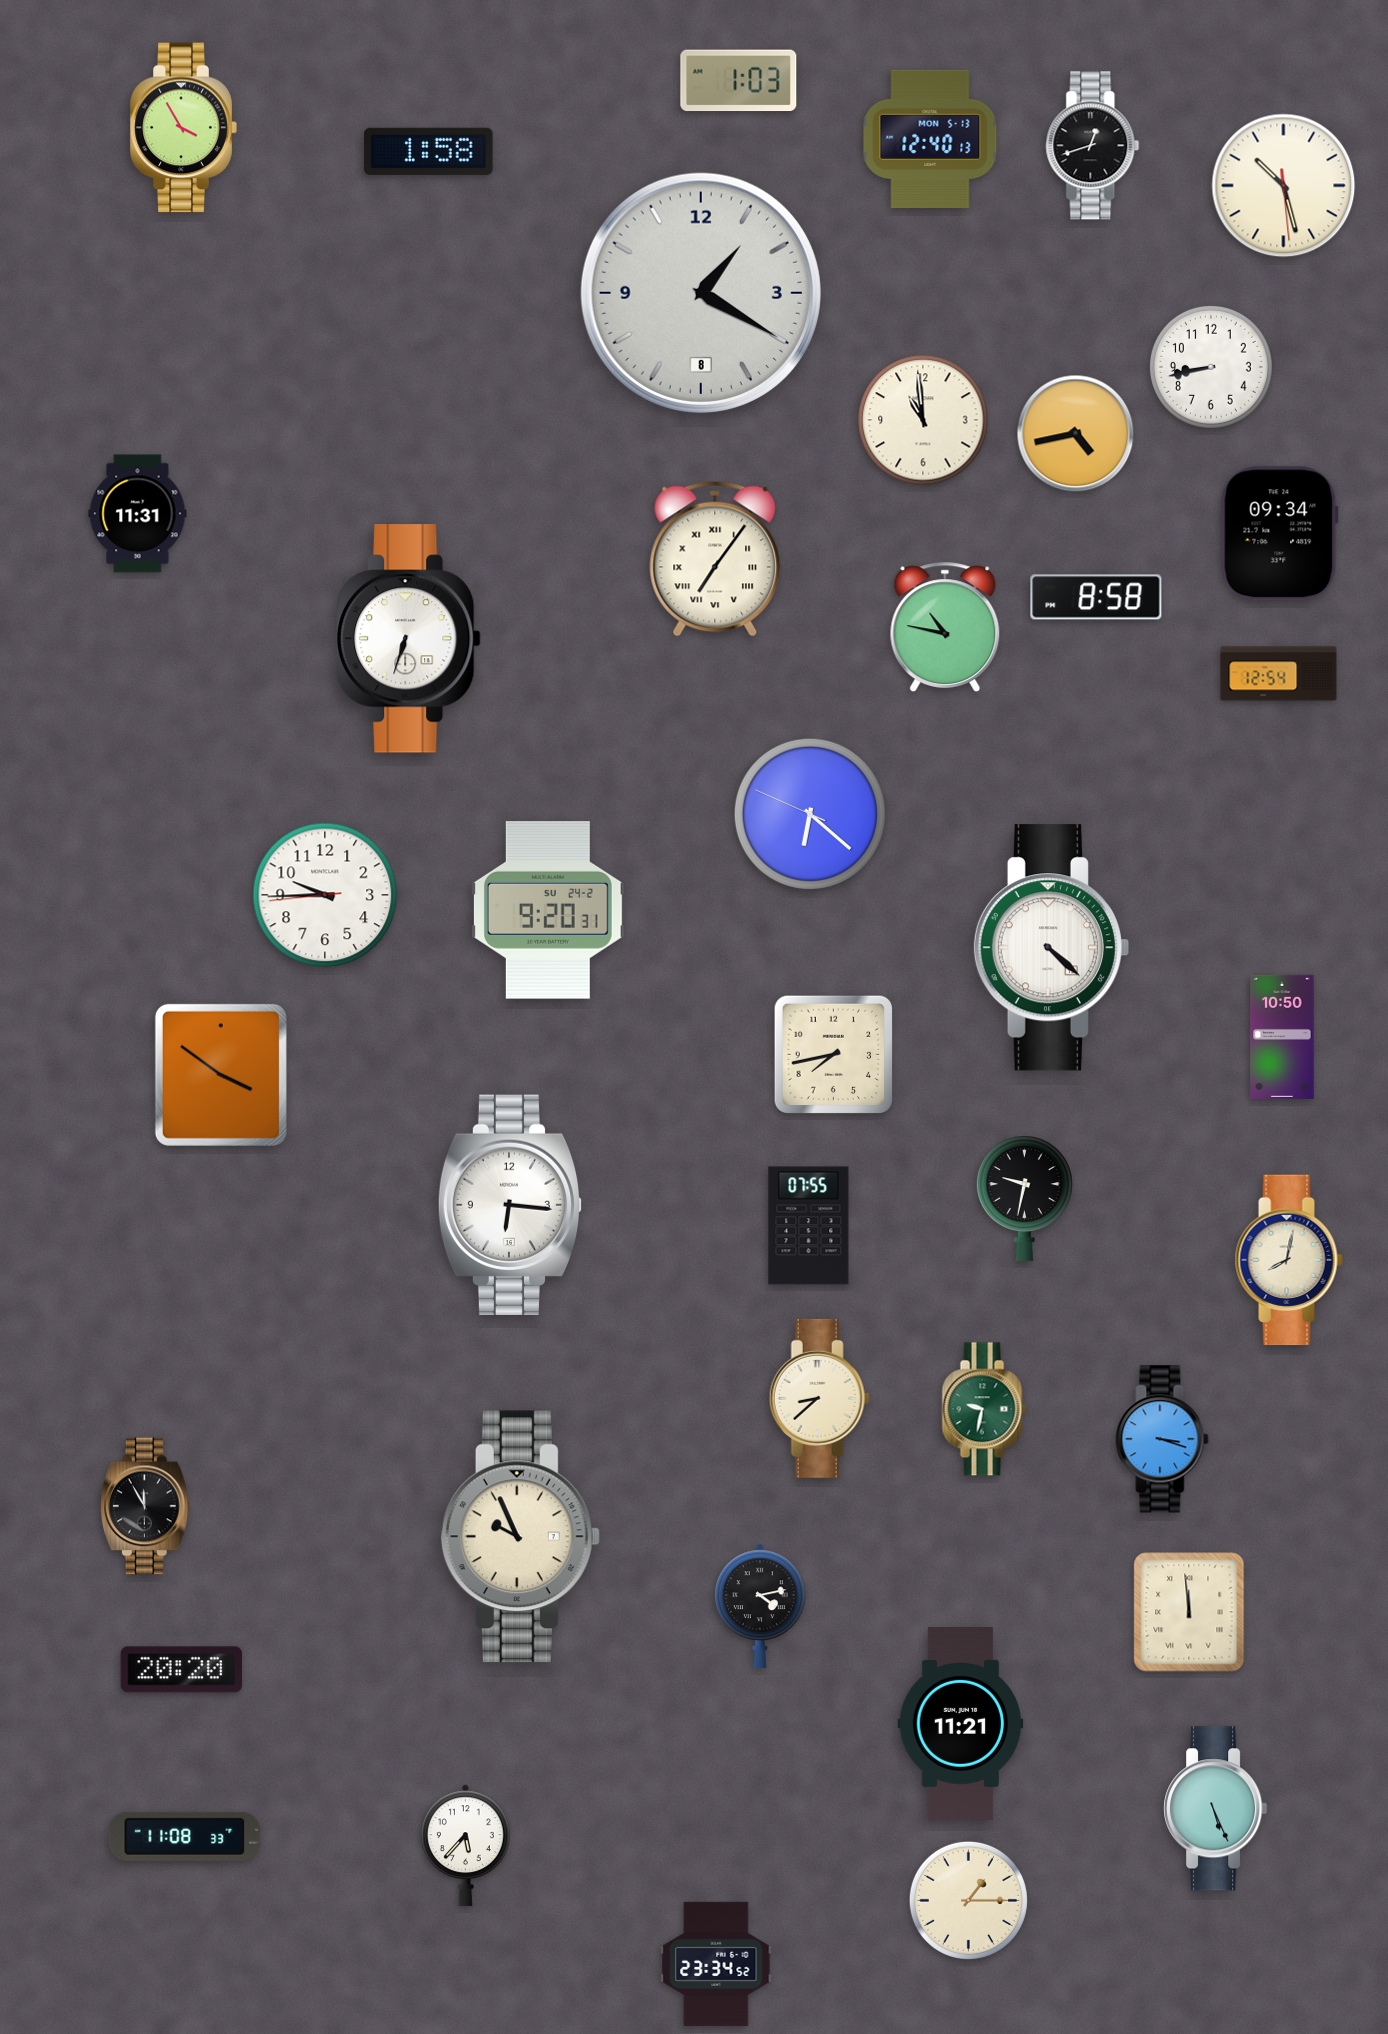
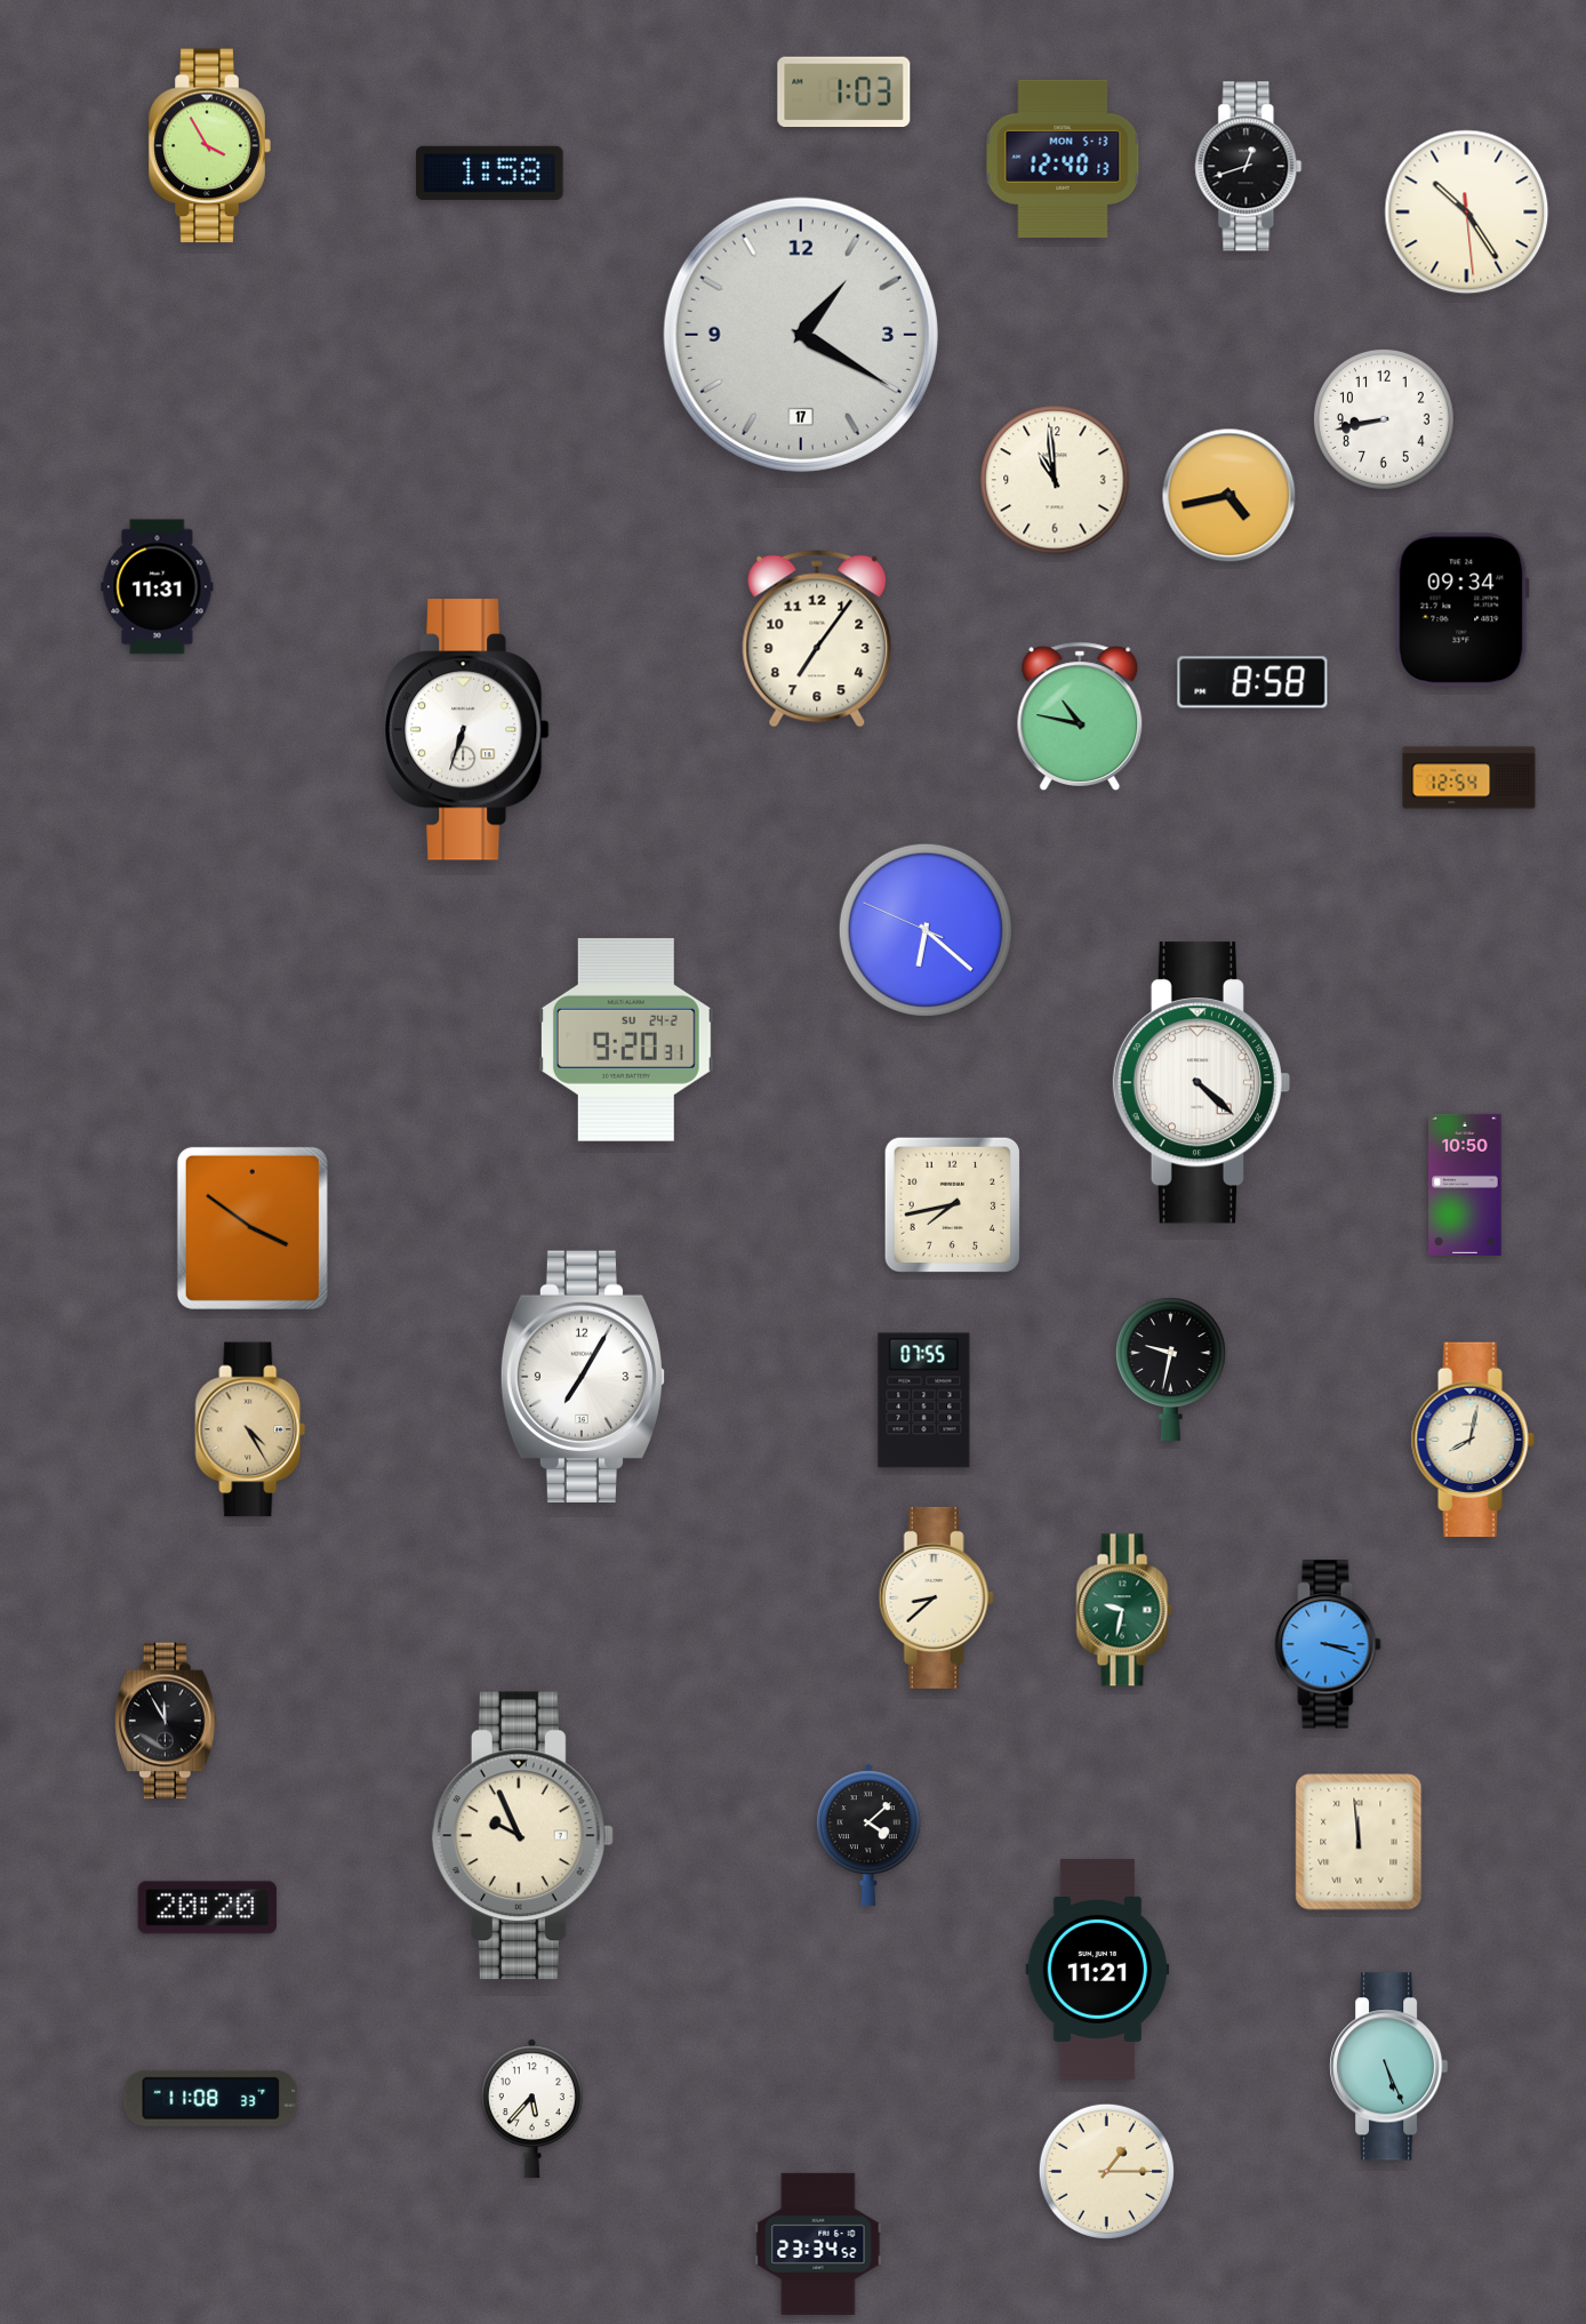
clock at (1284, 186): 10:27 -> 10:24
clock at (701, 293) date: 8 -> 17
clock at (715, 559) numerals: Roman -> Arabic
clock at (1279, 674) position: (1279, 674) -> (1469, 778)
clock at (325, 895): 9:44 -> none
clock at (510, 1204): 6:16 -> 7:05
clock at (250, 1429): none -> 4:25
clock at (520, 1537) position: (520, 1537) -> (522, 1836)
clock at (760, 1606): 4:13 -> 4:08
